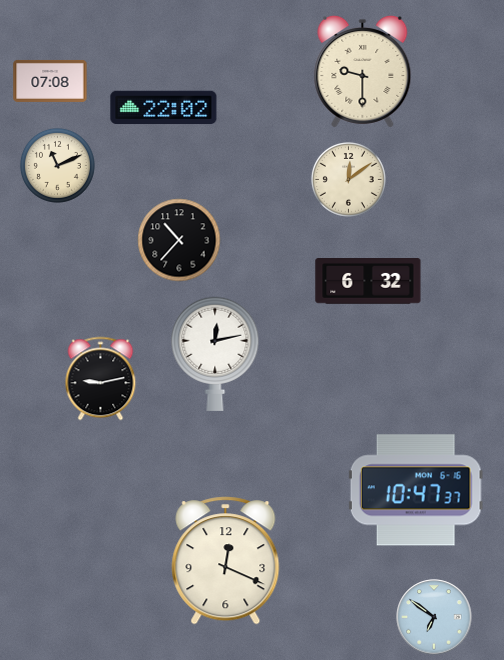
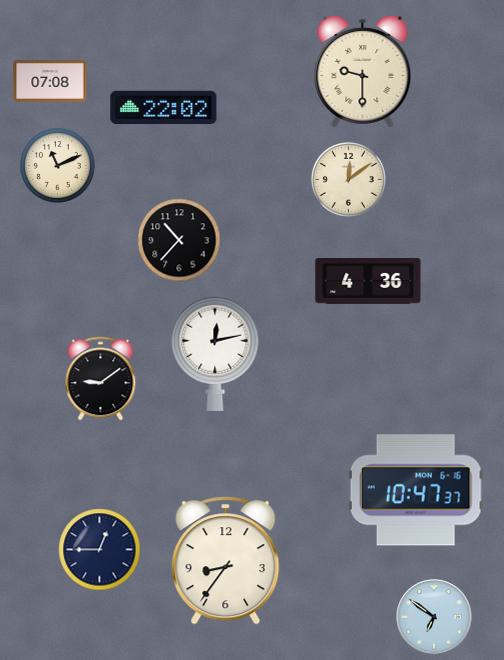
clock at (368, 282): 6:32 -> 4:36
clock at (101, 379): 9:13 -> 9:09
clock at (100, 550): none -> 12:45
clock at (226, 561): 12:19 -> 8:36
